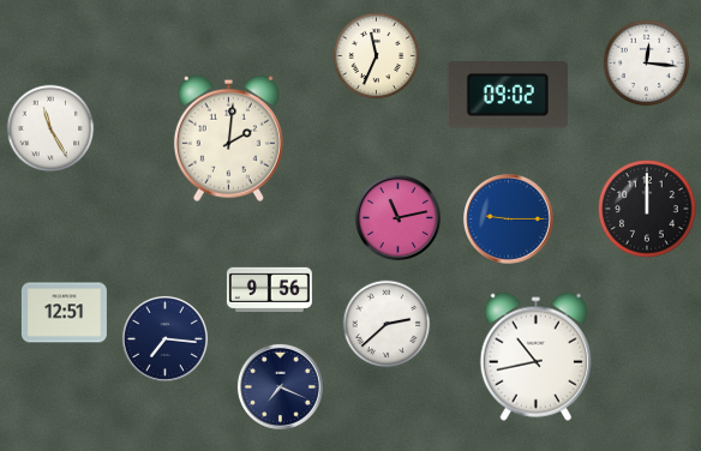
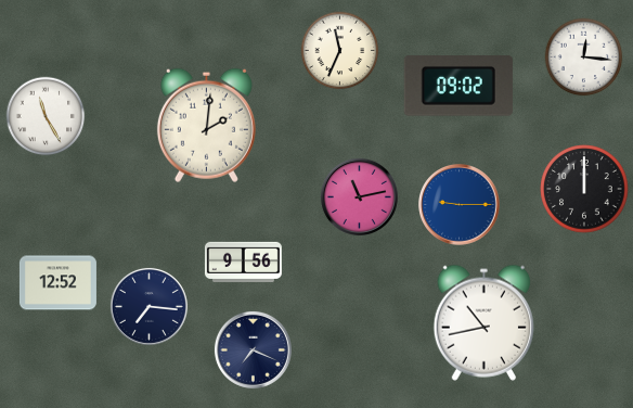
clock at (509, 220) position: (509, 220) -> (460, 205)
clock at (64, 313): 12:51 -> 12:52
clock at (387, 324): 2:38 -> none
